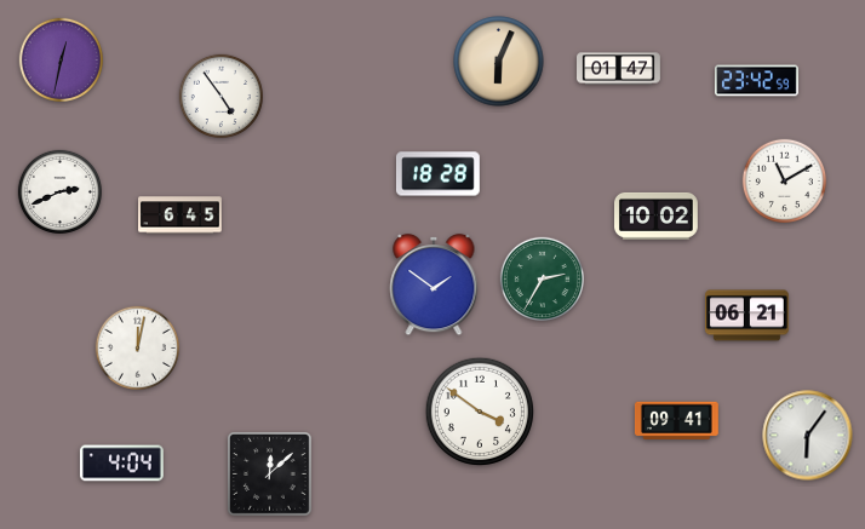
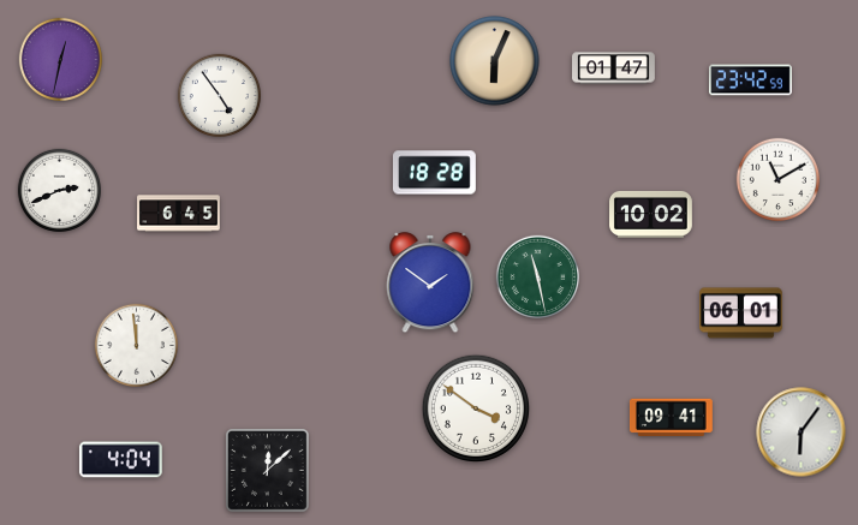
clock at (542, 278): 2:35 -> 11:28
clock at (746, 316): 06:21 -> 06:01
clock at (137, 347): 12:02 -> 11:59
